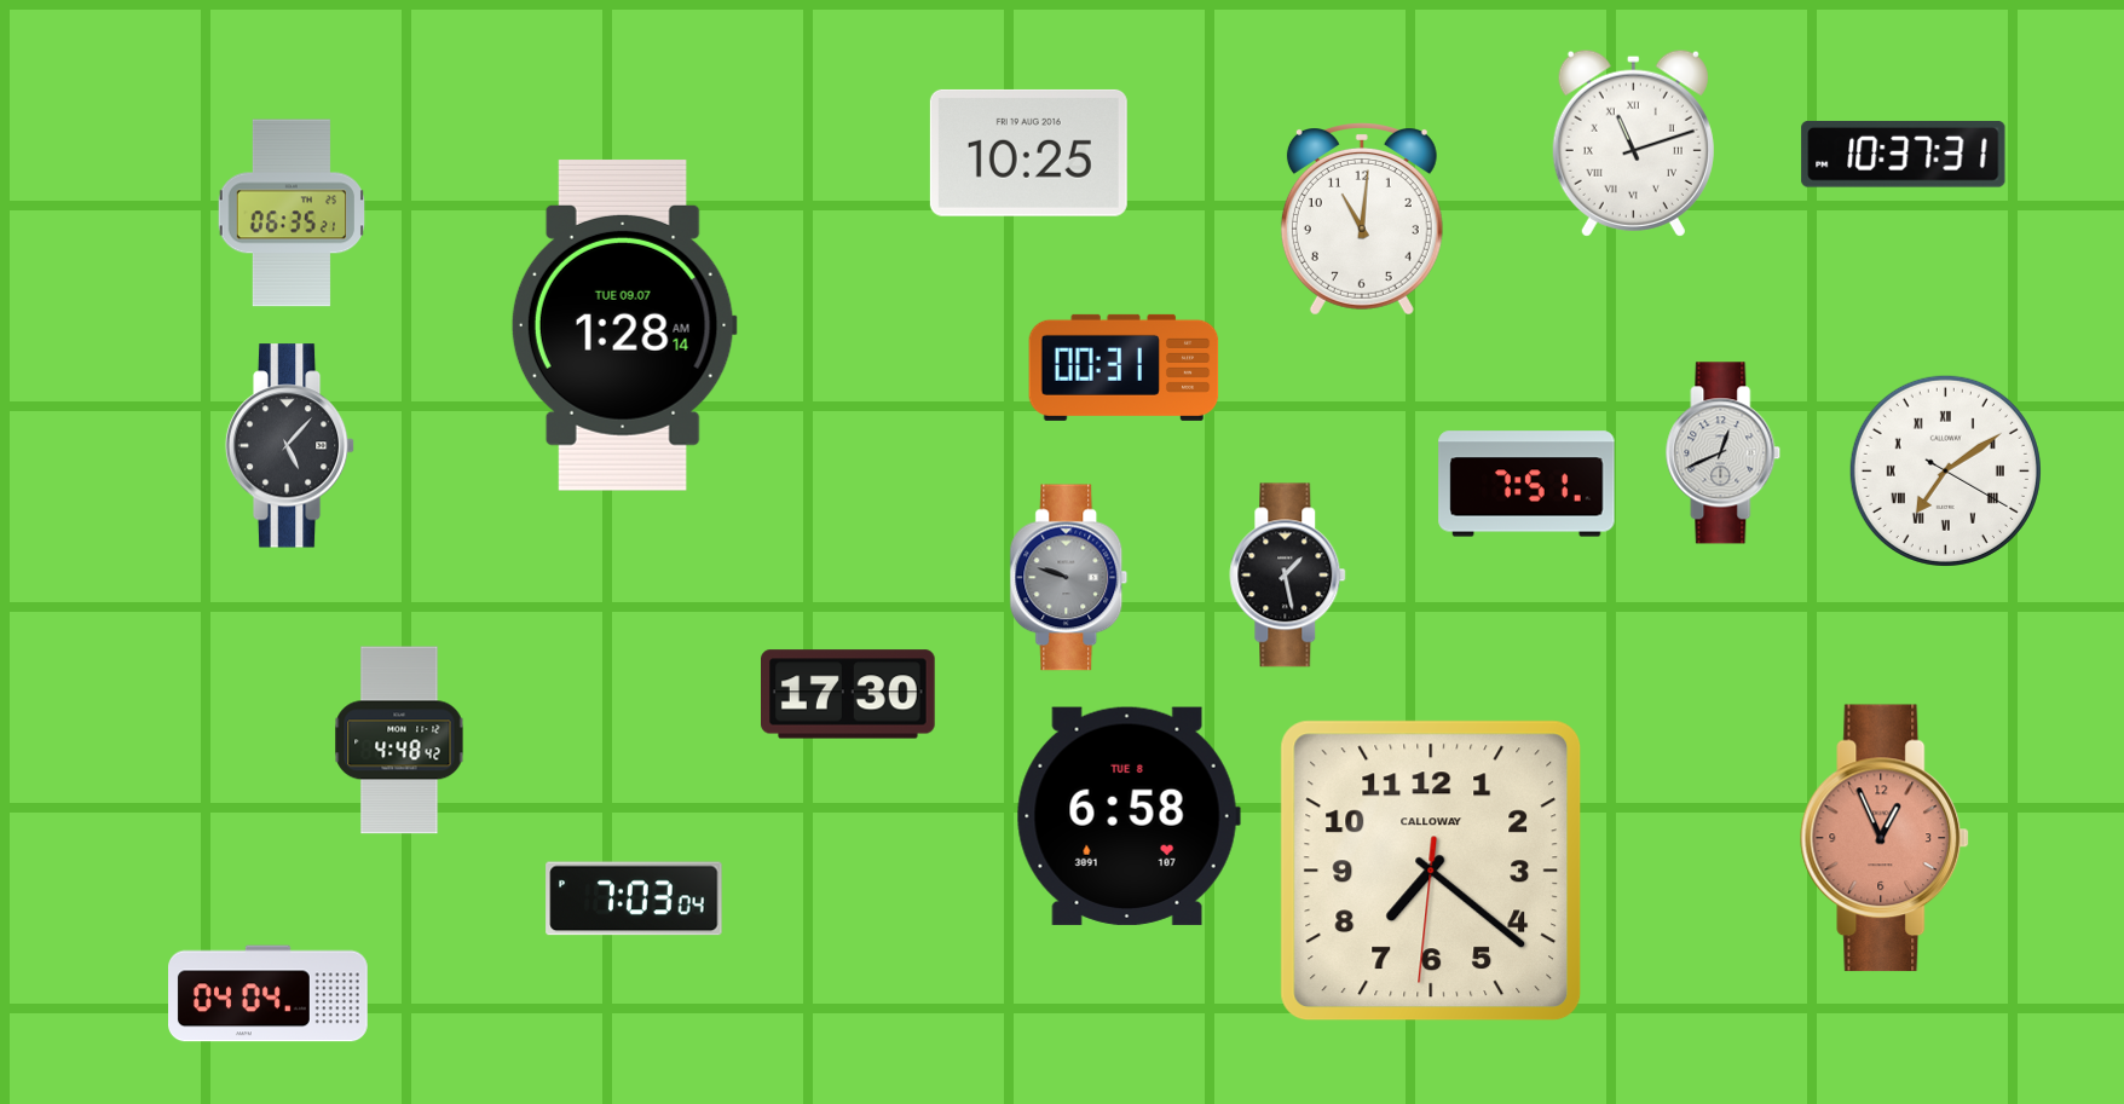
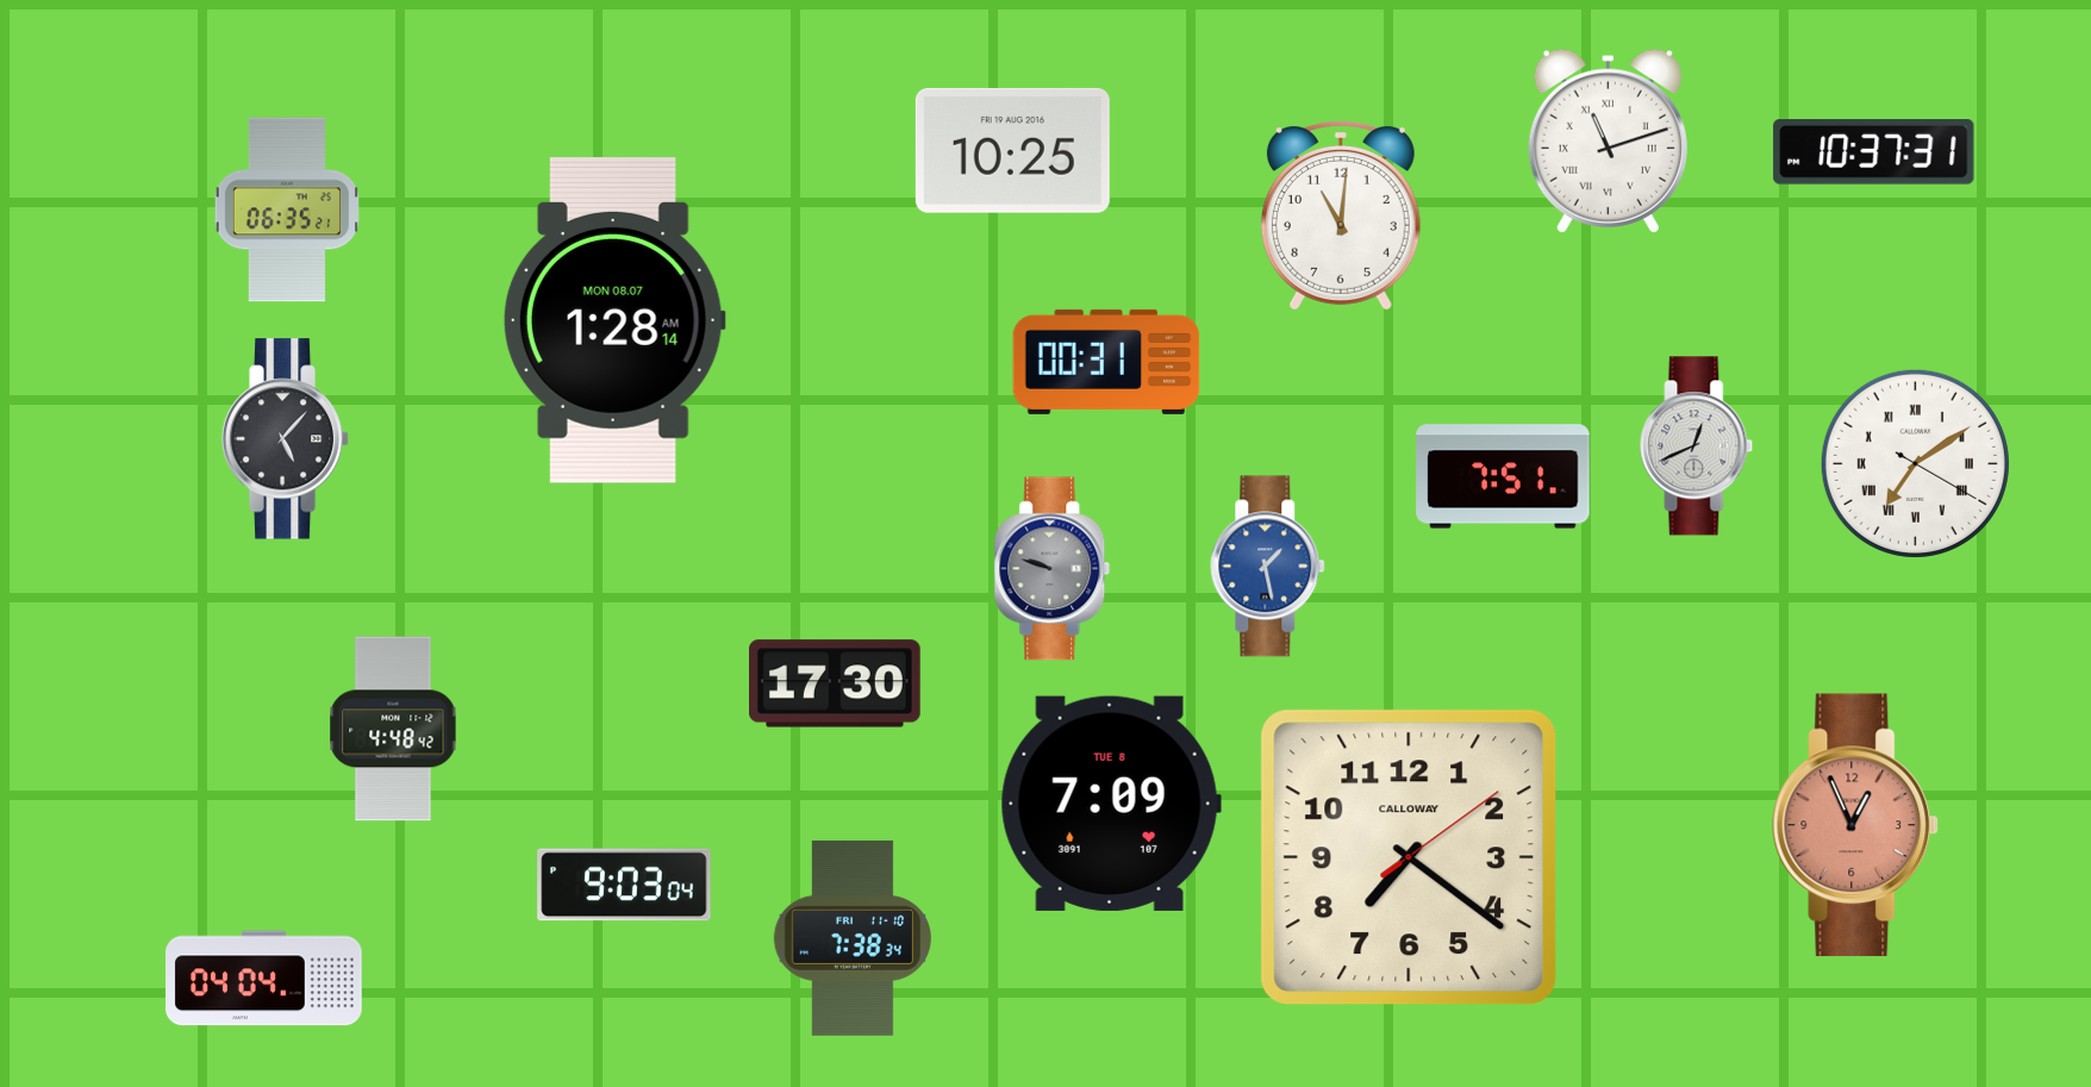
clock at (624, 325) date: TUE 09.07 -> MON 08.07
clock at (1288, 576) dial: black -> blue
clock at (1129, 816): 6:58 -> 7:09
clock at (1431, 871): 7:21:31 -> 7:21:09
clock at (634, 898): 7:03 -> 9:03
clock at (853, 938): none -> 7:38
